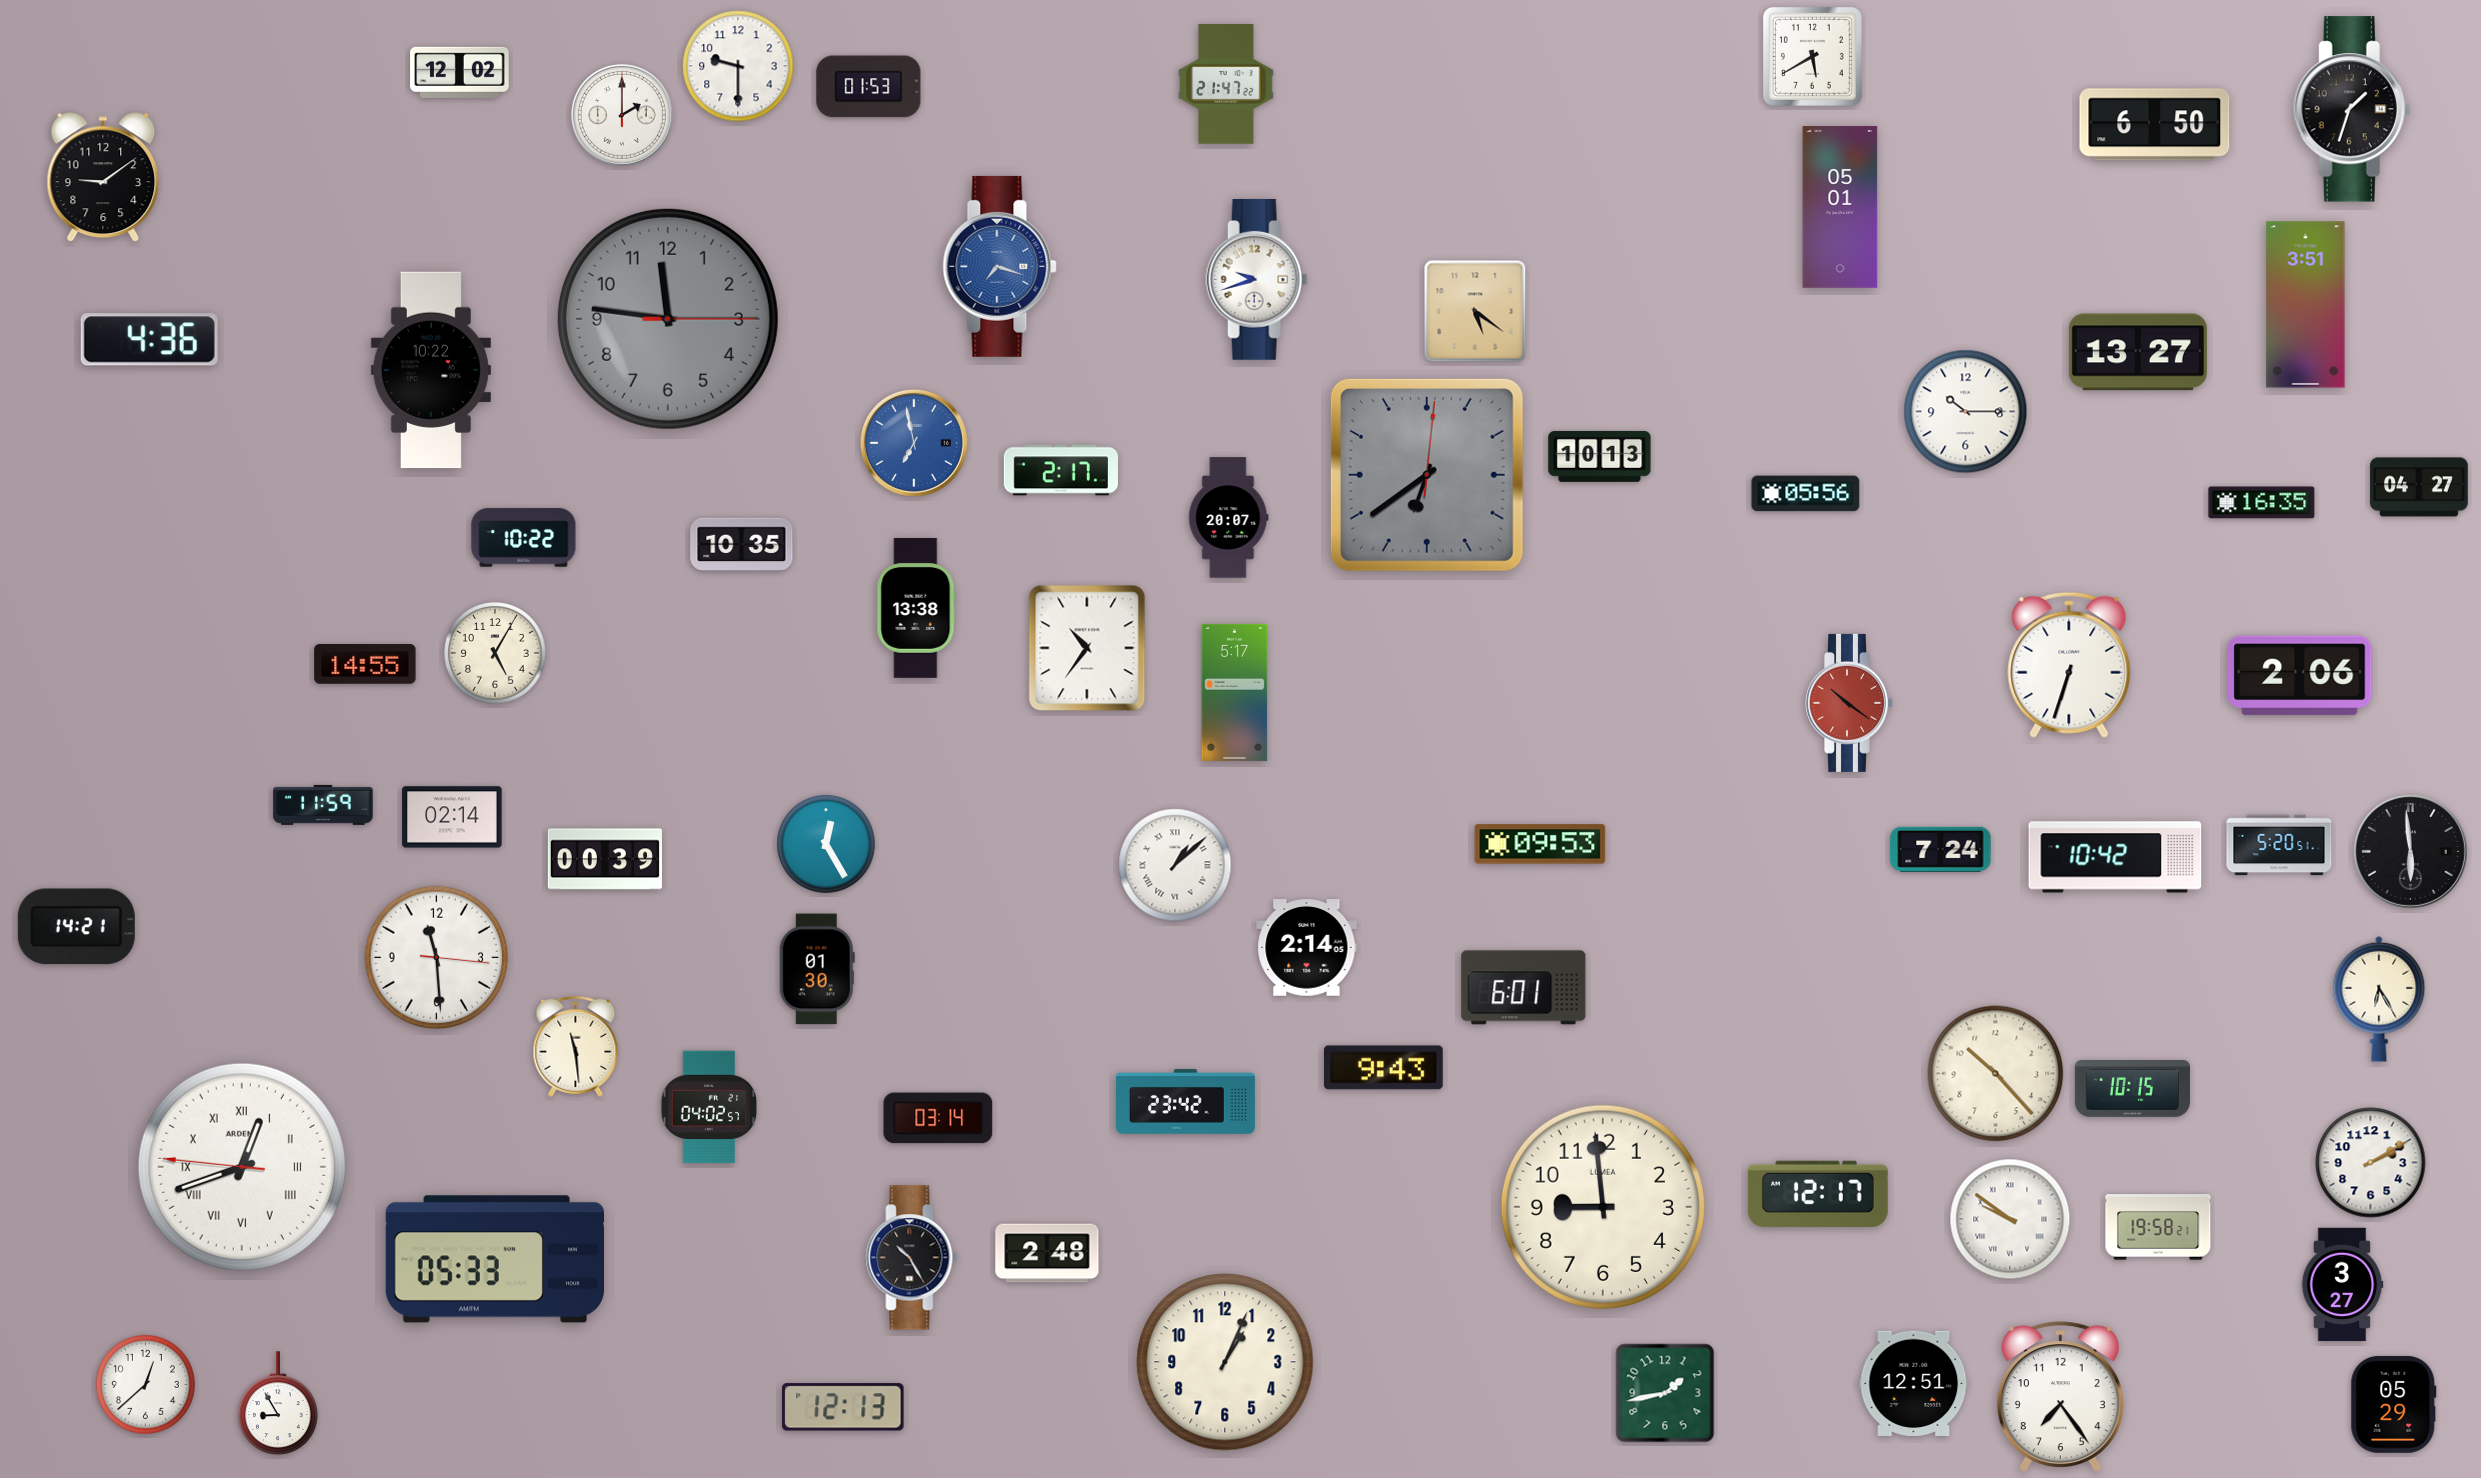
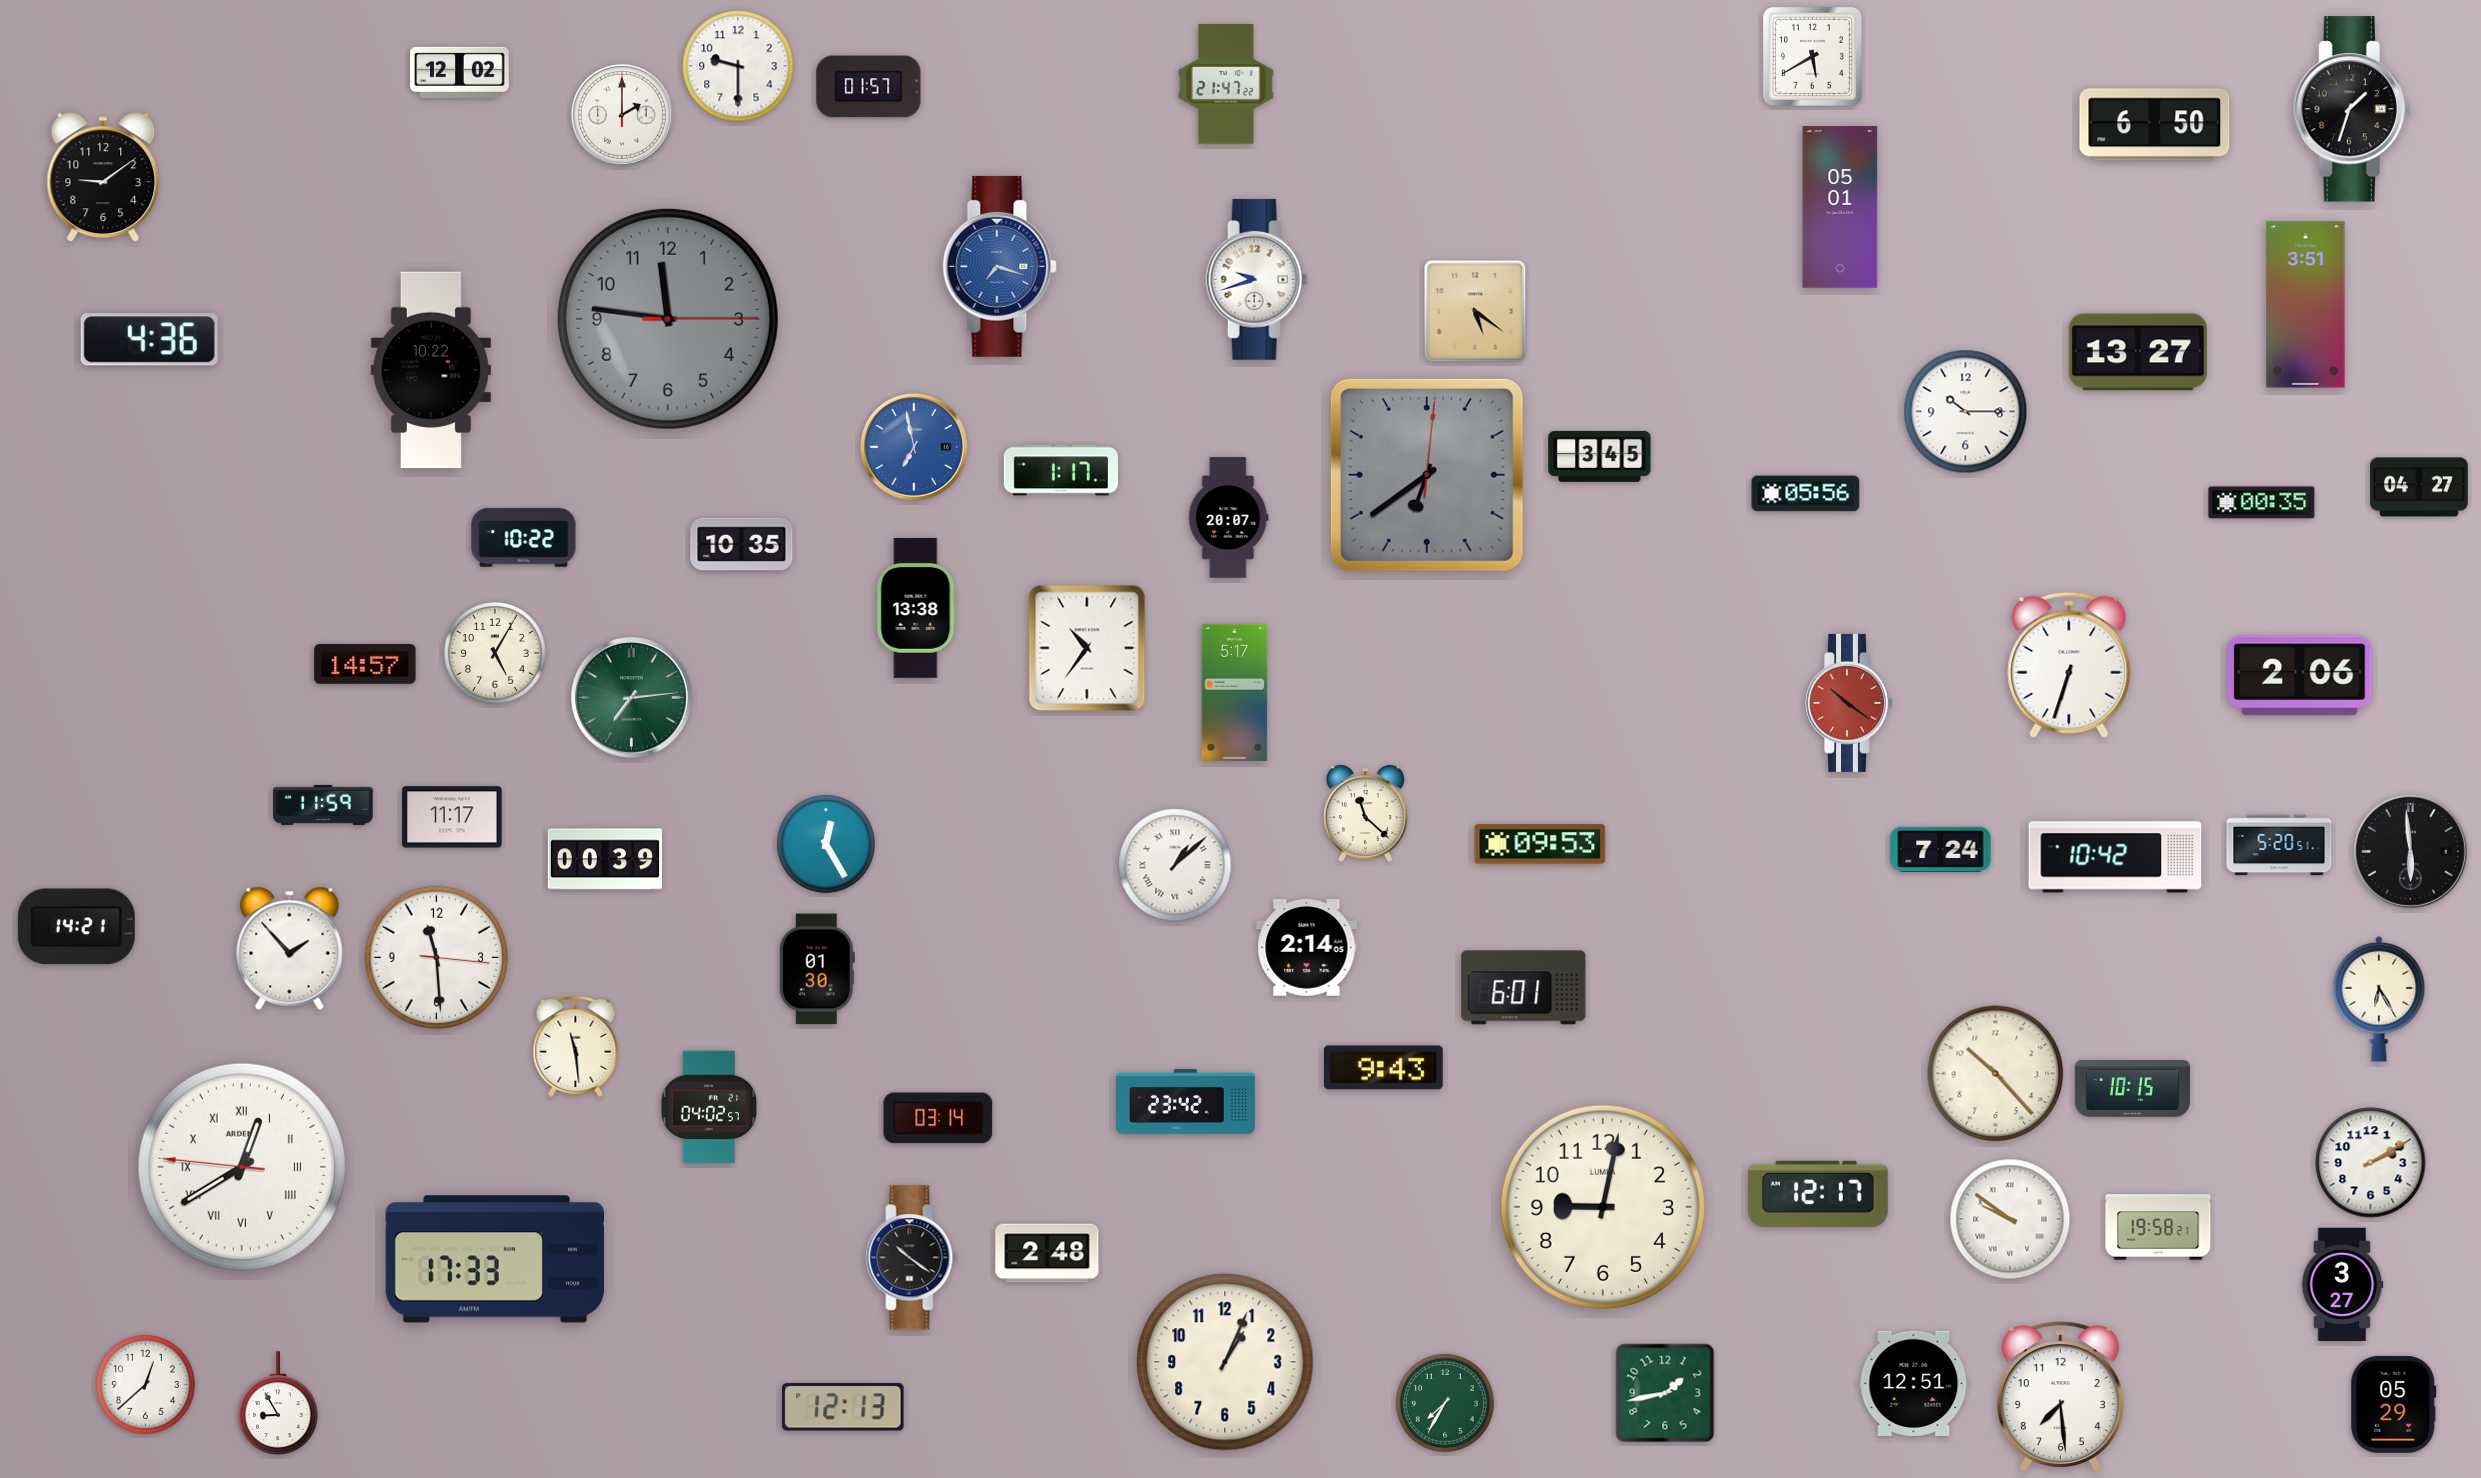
clock at (869, 87): 01:53 -> 01:57
clock at (914, 443) position: (914, 443) -> (914, 447)
clock at (1600, 456): 10:13 -> 3:45
clock at (1061, 470): 2:17 -> 1:17
clock at (2262, 503): 16:35 -> 00:35
clock at (365, 664): 14:55 -> 14:57
clock at (631, 697): none -> 7:14
clock at (1365, 813): none -> 11:22
clock at (452, 817): 02:14 -> 11:17
clock at (290, 948): none -> 1:53
clock at (242, 1167): 12:41 -> 12:39
clock at (1603, 1207): 8:59 -> 9:02
clock at (912, 1258): 10:25 -> 10:21
clock at (494, 1259): 05:33 -> 17:33
clock at (2060, 1396): 7:24 -> 7:29
clock at (1445, 1403): none -> 7:35
